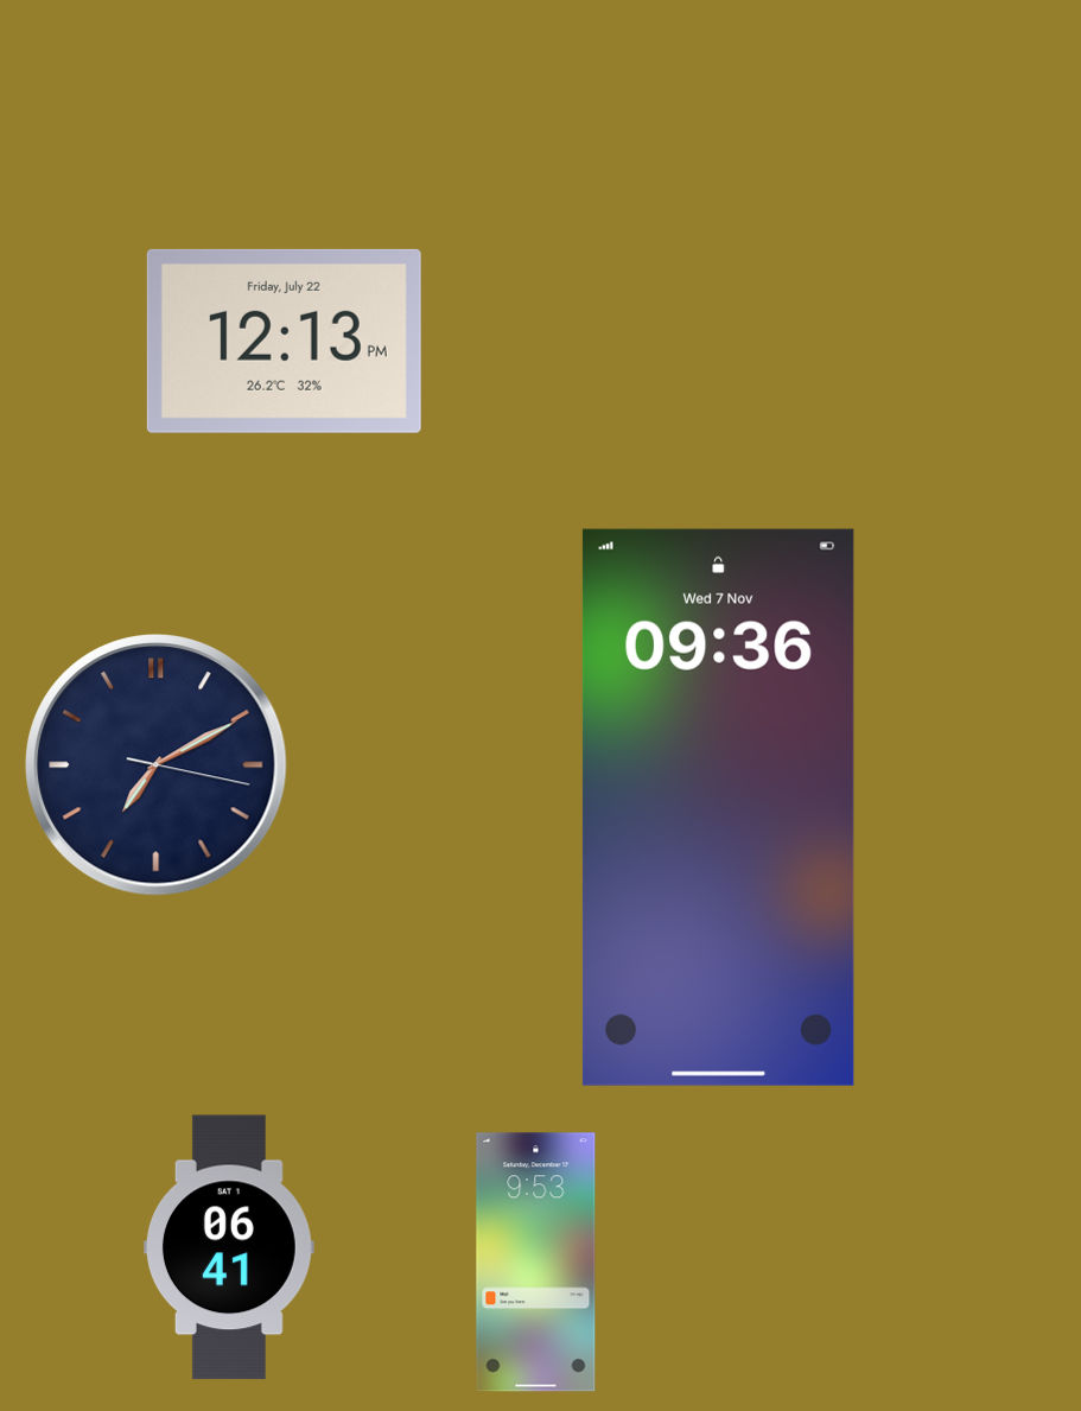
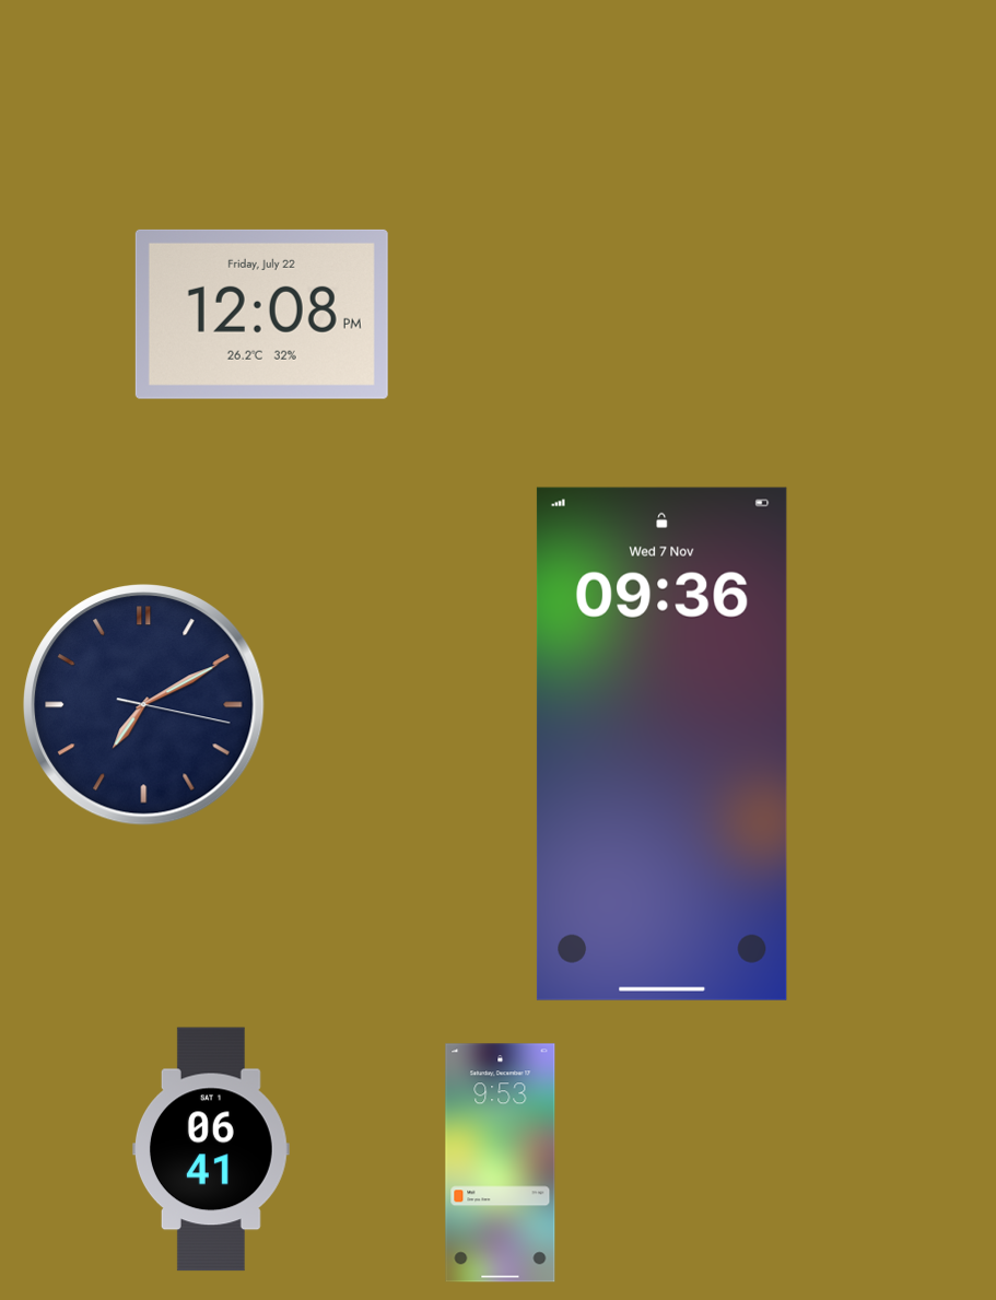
clock at (284, 341): 12:13 -> 12:08
clock at (536, 1263) position: (536, 1263) -> (501, 1163)
